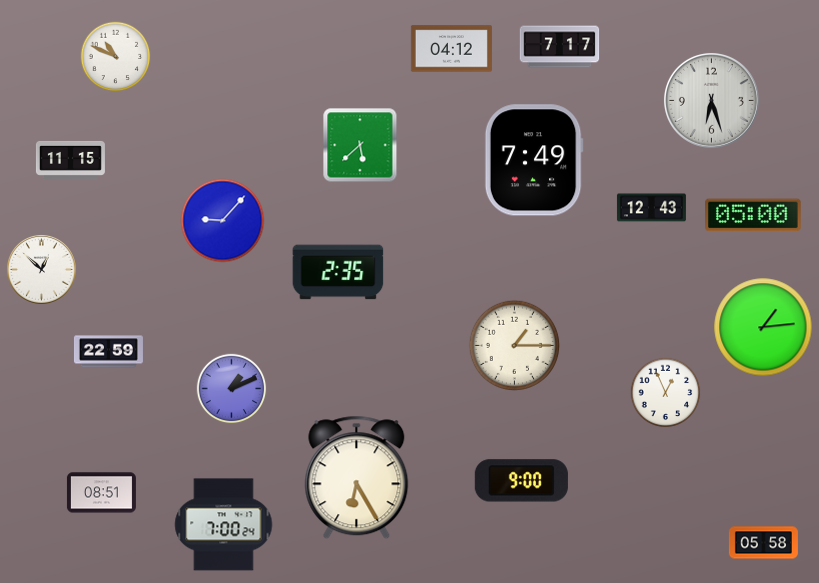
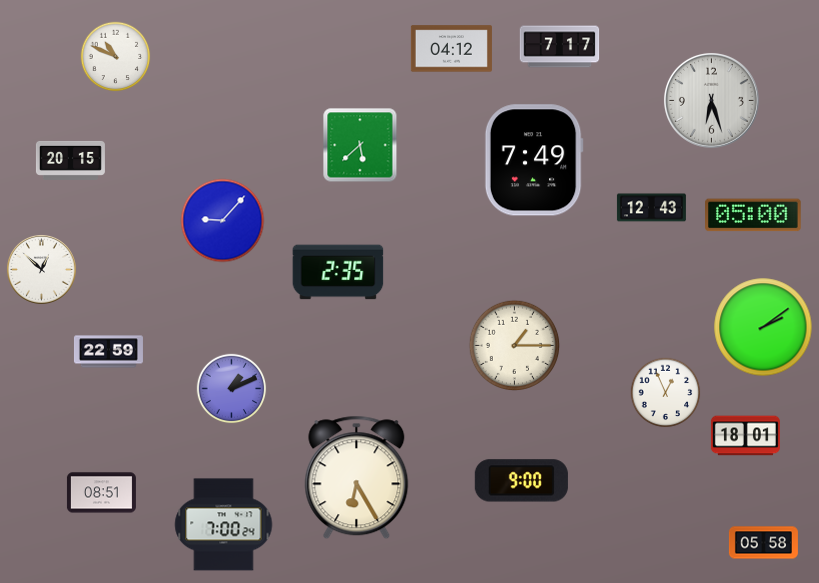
clock at (70, 160): 11:15 -> 20:15
clock at (763, 327): 1:14 -> 2:09
clock at (745, 436): none -> 18:01
